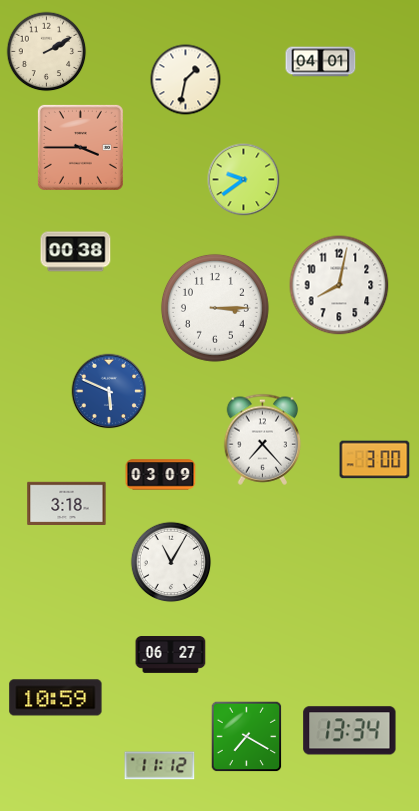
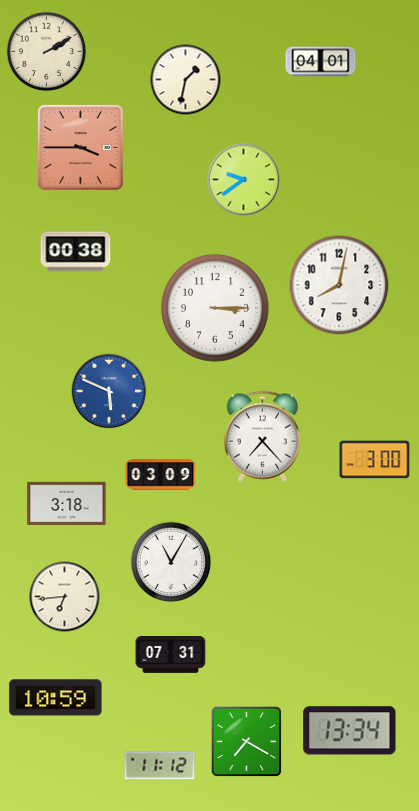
clock at (263, 439) position: (263, 439) -> (263, 436)
clock at (65, 597): none -> 6:44
clock at (171, 655): 06:27 -> 07:31
clock at (247, 737) position: (247, 737) -> (247, 742)
